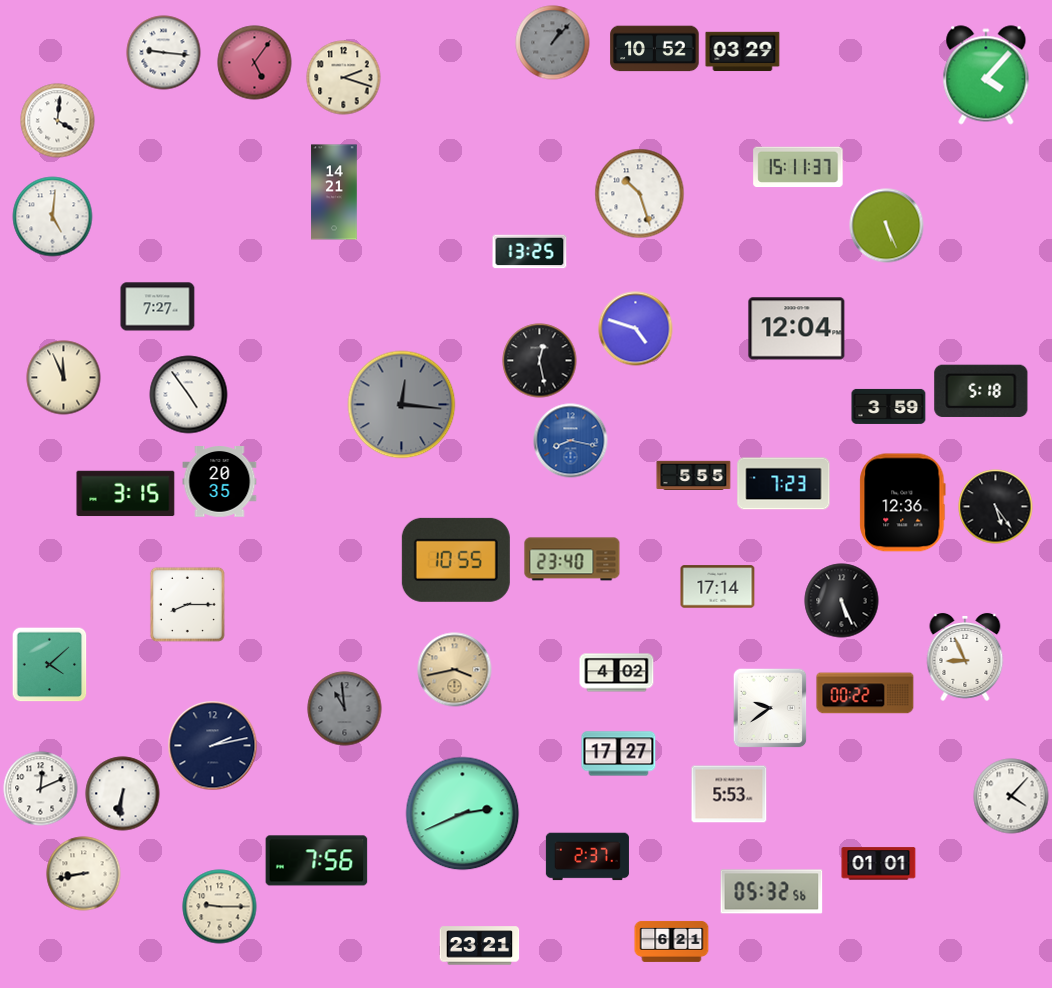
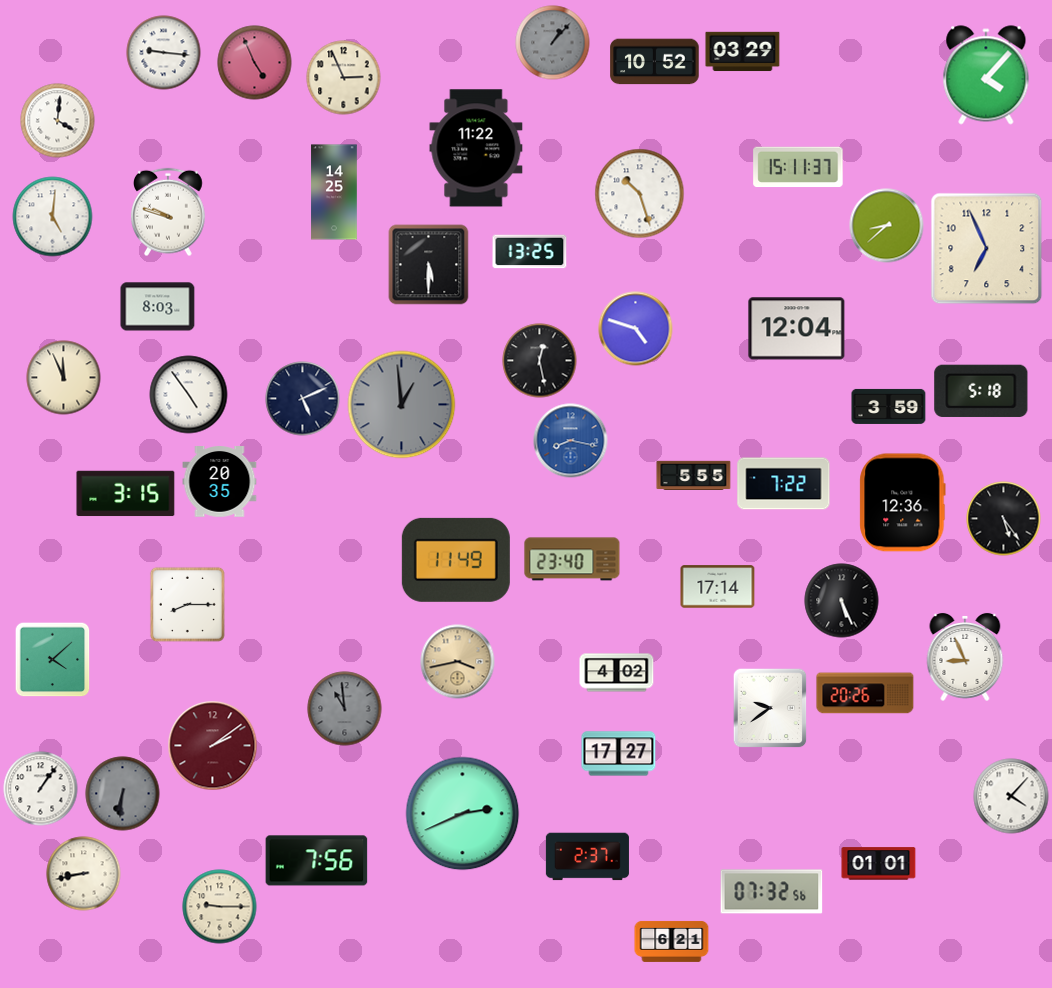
clock at (655, 49) position: (655, 49) -> (655, 62)
clock at (255, 63): 5:06 -> 4:56
clock at (344, 78): 2:18 -> 2:56
clock at (476, 148): none -> 11:22
clock at (334, 192): 14:21 -> 14:25
clock at (169, 212): none -> 9:48
clock at (887, 226): 5:26 -> 8:38
clock at (987, 249): none -> 6:56
clock at (429, 265): none -> 5:30
clock at (158, 307): 7:27 -> 8:03
clock at (303, 399): none -> 5:11
clock at (402, 405): 12:16 -> 12:59
clock at (784, 484): 7:23 -> 7:22
clock at (996, 507) position: (996, 507) -> (1004, 519)
clock at (456, 560): 10:55 -> 11:49
clock at (50, 665) position: (50, 665) -> (53, 660)
clock at (455, 670) position: (455, 670) -> (458, 662)
clock at (865, 693): 00:22 -> 20:26
clock at (213, 746): 2:13 -> 2:09
clock at (213, 746) dial: navy -> burgundy
clock at (41, 789): 12:11 -> 1:06
clock at (123, 794) dial: white -> grey
clock at (729, 794): 5:53 -> none
clock at (772, 892): 05:32 -> 07:32
clock at (480, 946): 23:21 -> none
